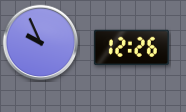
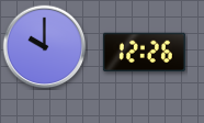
clock at (41, 43): 9:56 -> 10:00
